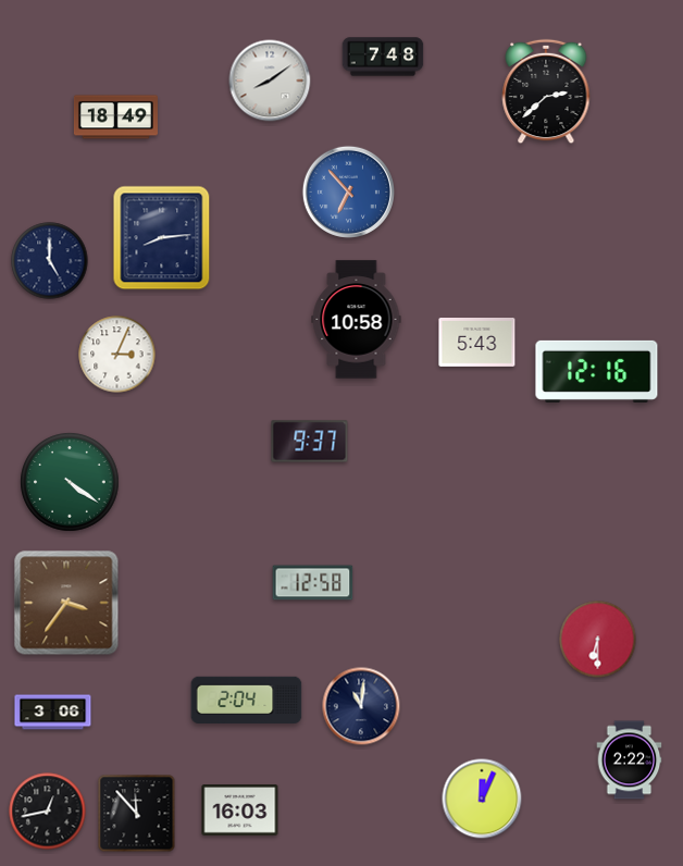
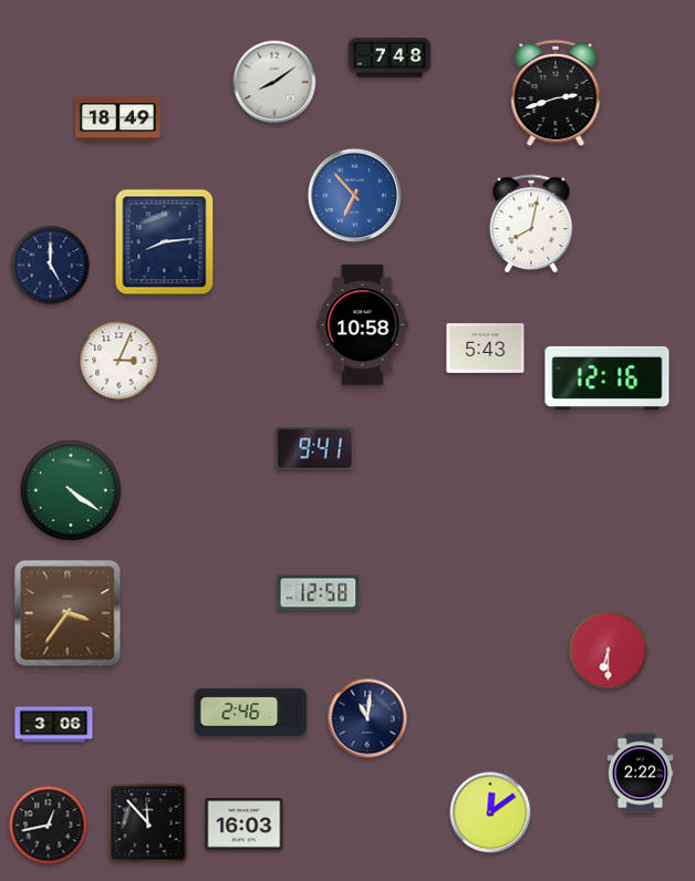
clock at (546, 91): 2:38 -> 2:42
clock at (531, 224): none -> 8:02
clock at (310, 442): 9:37 -> 9:41
clock at (247, 700): 2:04 -> 2:46
clock at (482, 799): 12:04 -> 12:09
clock at (137, 814) position: (137, 814) -> (148, 823)
